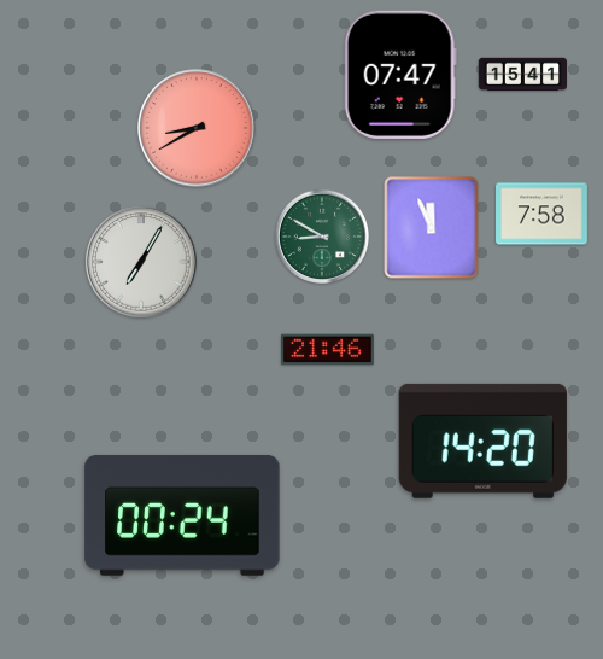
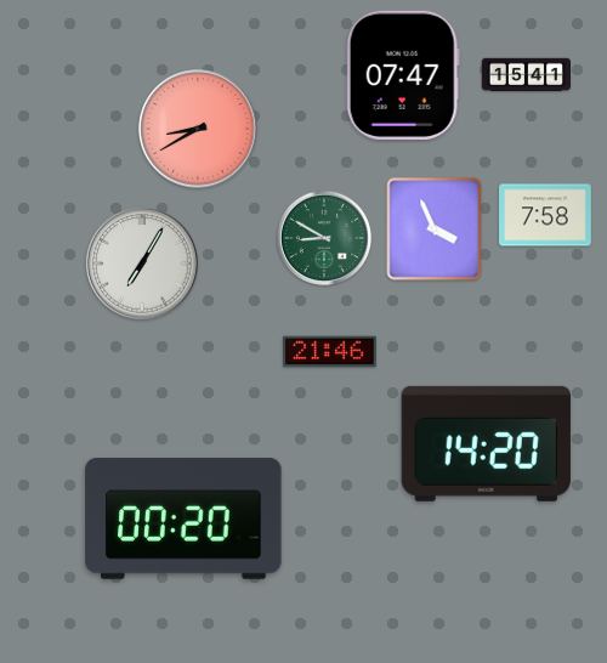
clock at (432, 228): 11:56 -> 3:56
clock at (182, 515): 00:24 -> 00:20
